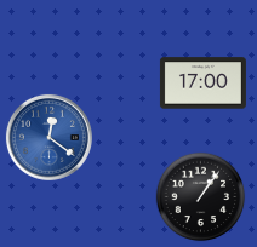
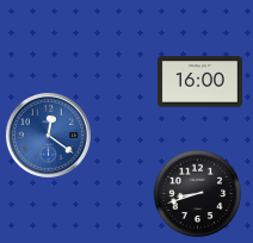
clock at (202, 84): 17:00 -> 16:00
clock at (201, 197): 1:06 -> 8:42
